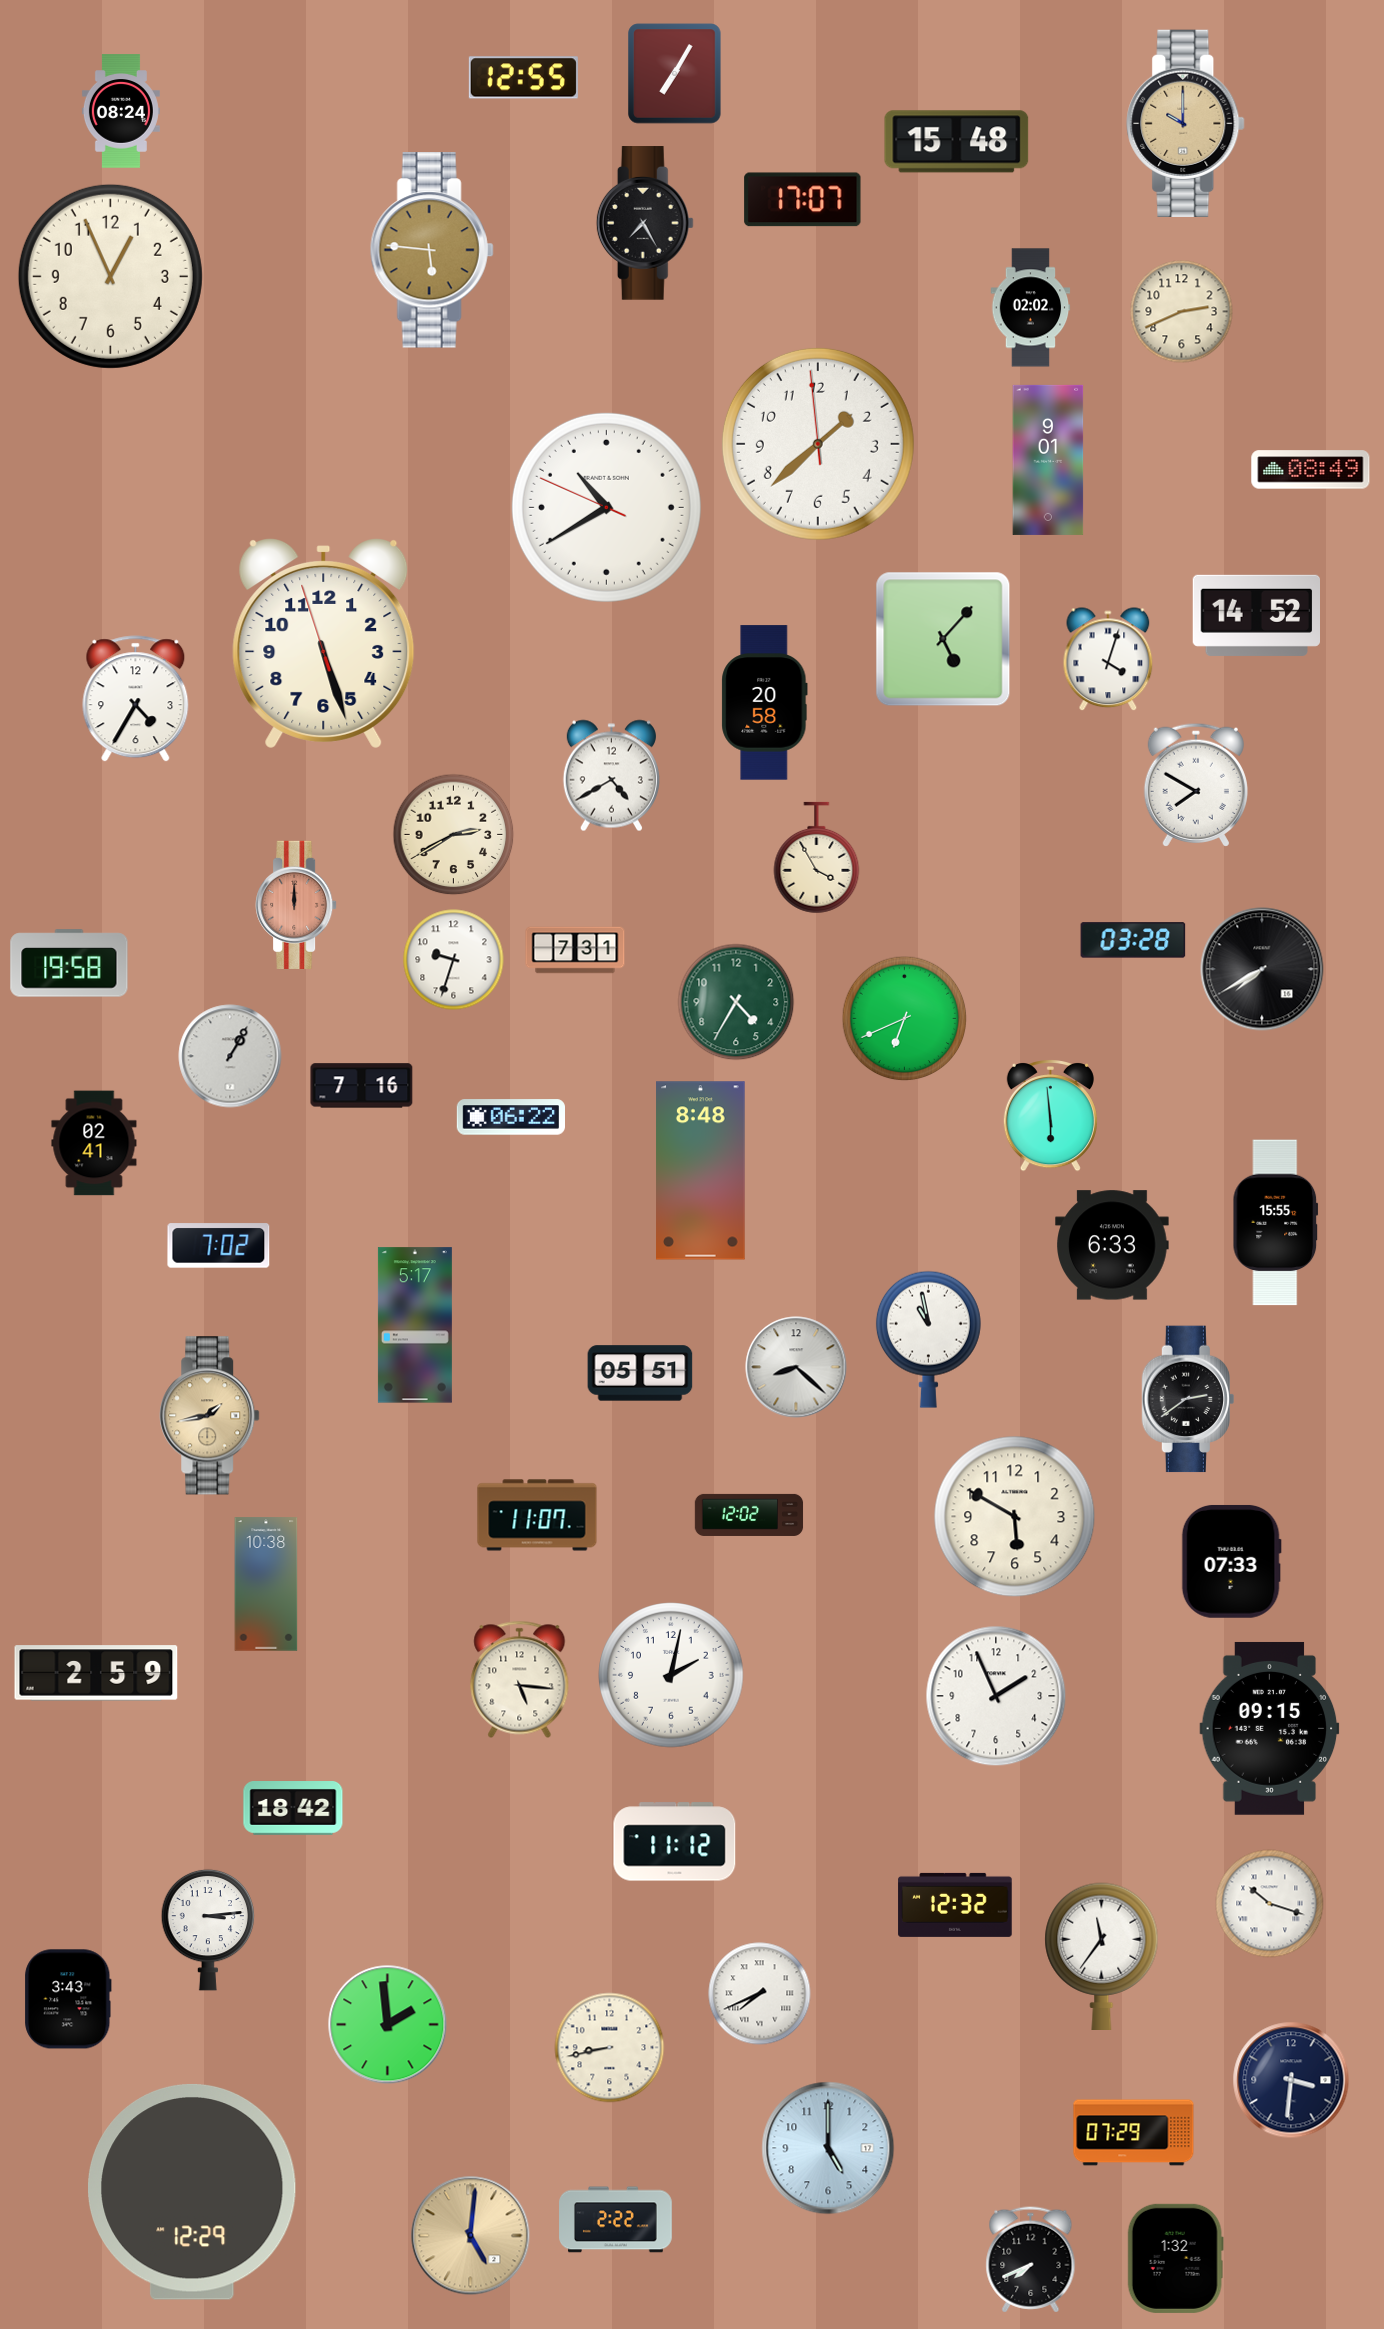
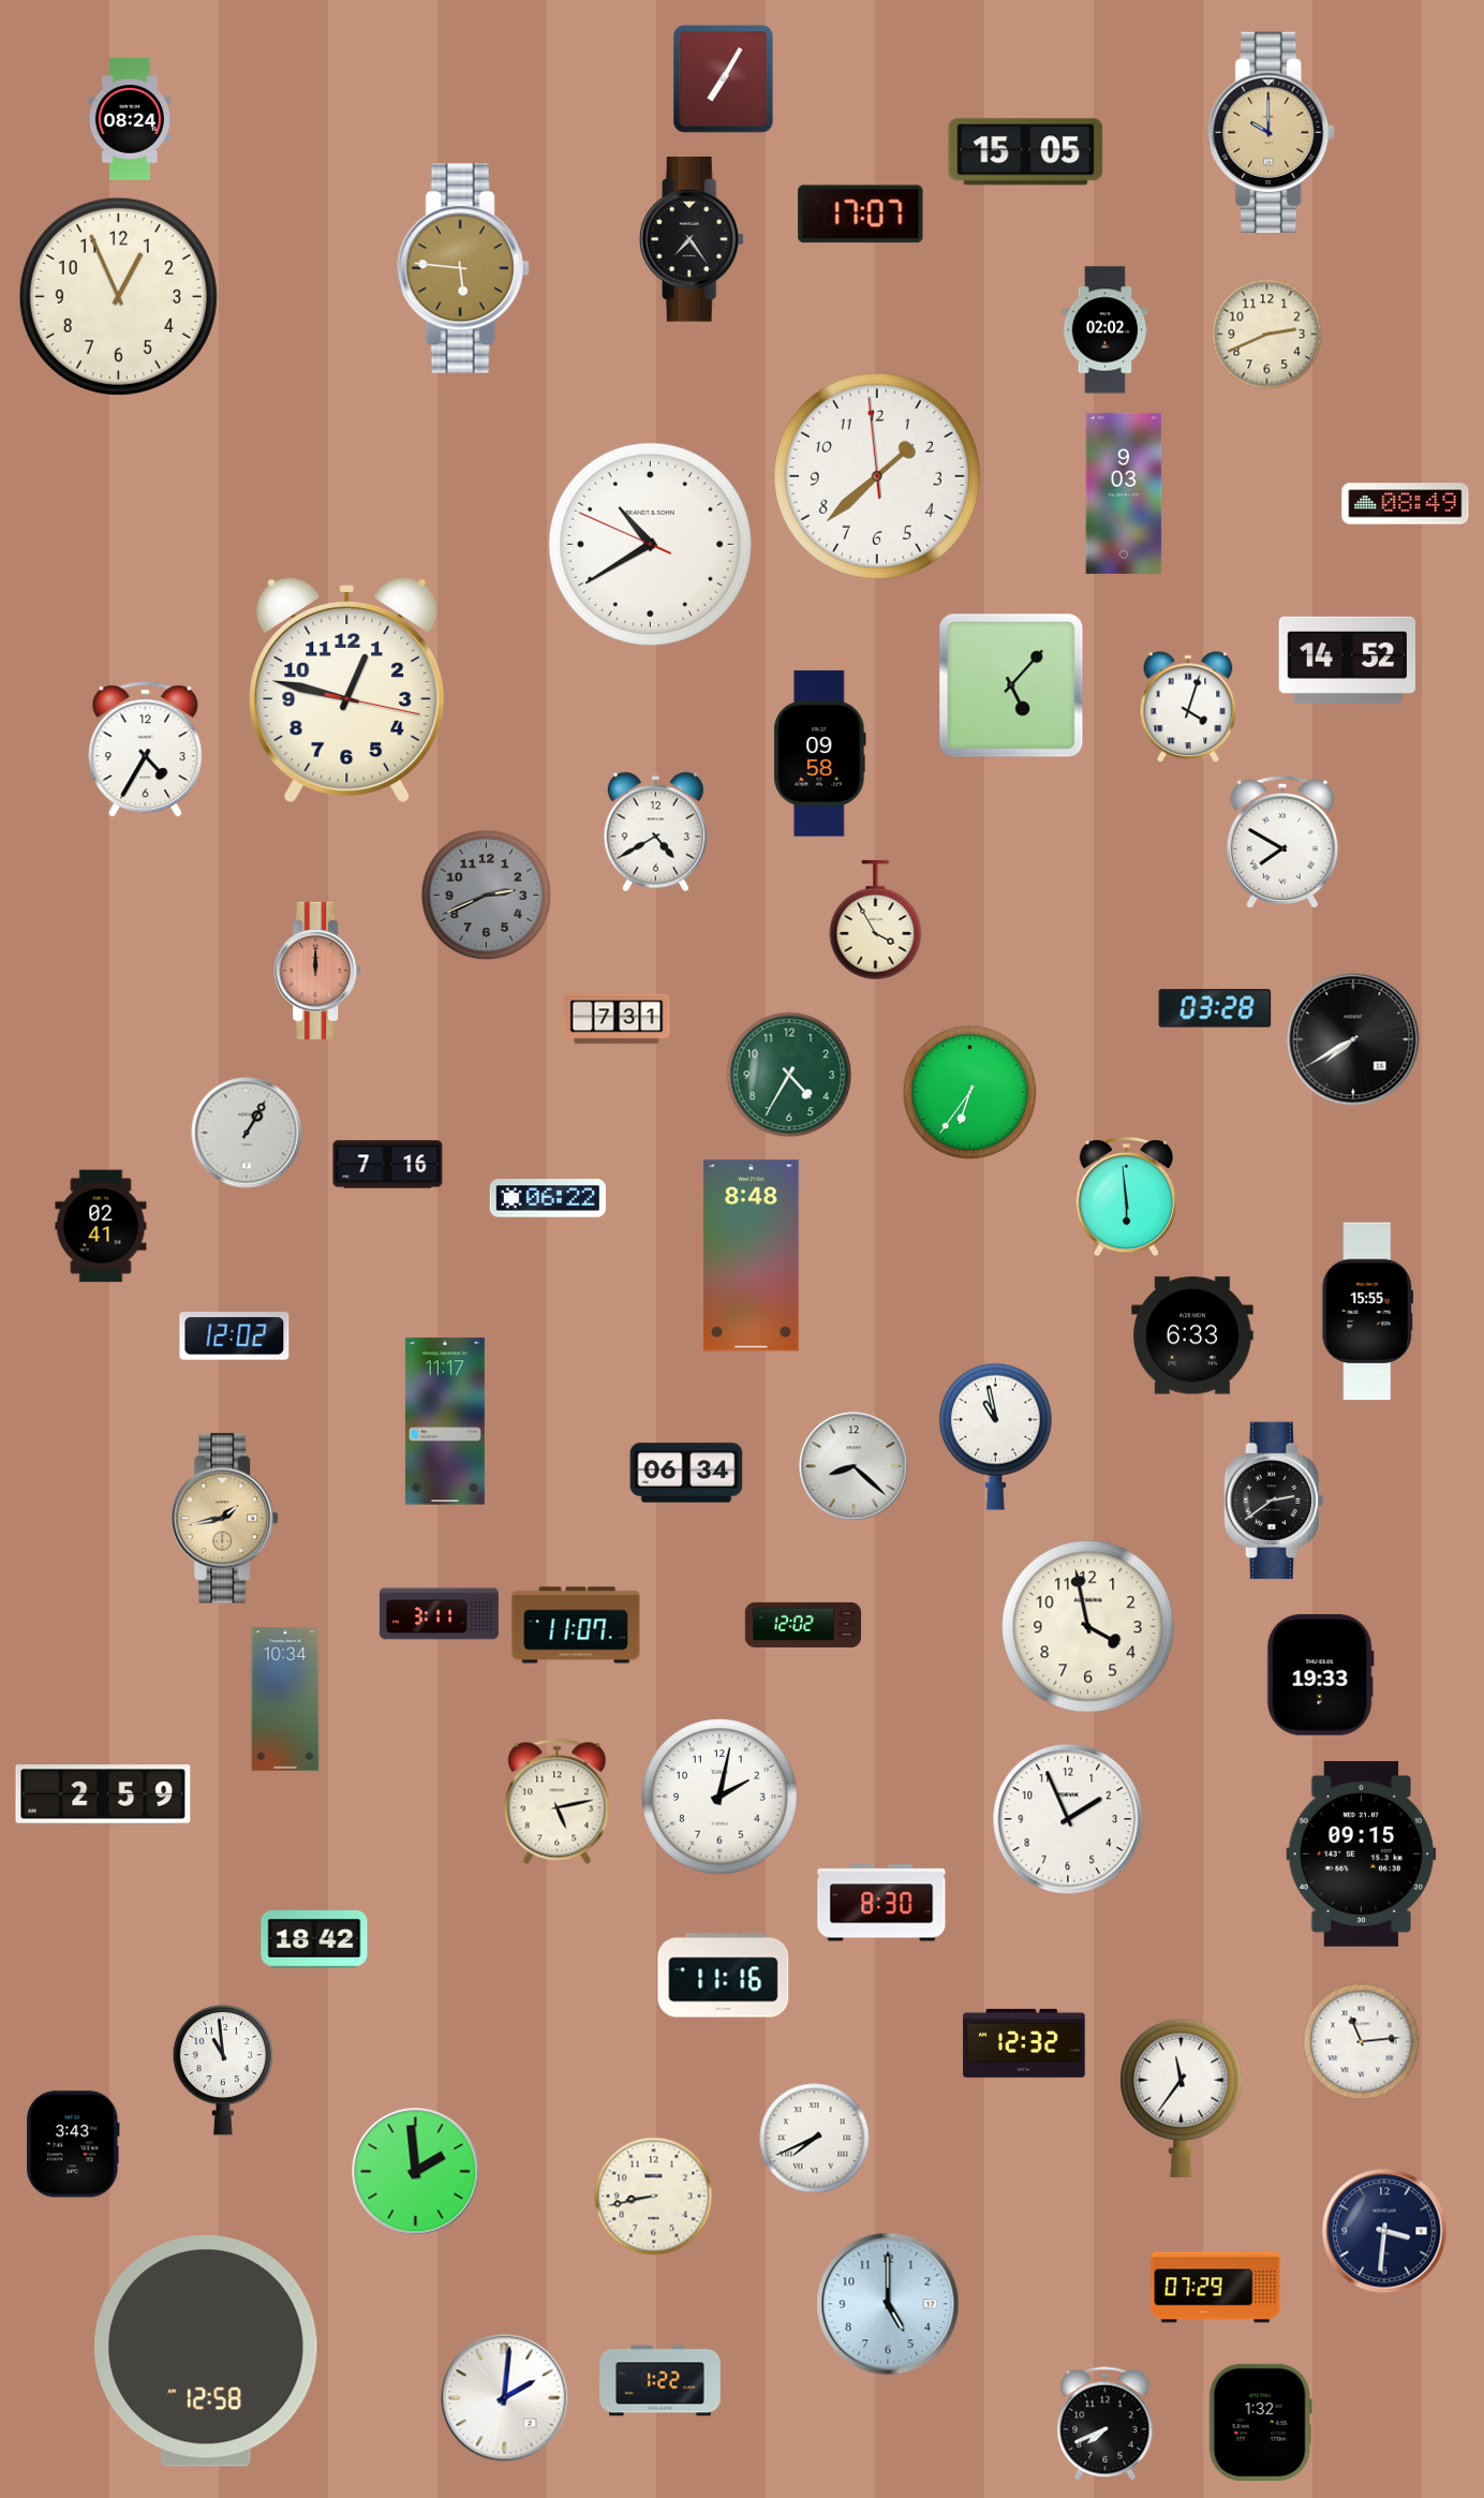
clock at (523, 78): 12:55 -> none
clock at (957, 142): 15:48 -> 15:05
clock at (645, 223): 7:25 -> 7:24
clock at (1048, 460): 9:01 -> 9:03
clock at (324, 644): 5:26 -> 12:47
clock at (765, 703): 20:58 -> 09:58
clock at (454, 835): 2:40 -> 2:41
clock at (454, 835) dial: cream -> grey
clock at (454, 960): 9:33 -> none
clock at (69, 963): 19:58 -> none
clock at (905, 1019): 6:41 -> 6:36
clock at (219, 1246): 7:02 -> 12:02
clock at (415, 1325): 5:17 -> 11:17
clock at (640, 1373): 05:51 -> 06:34
clock at (439, 1614): none -> 3:11
clock at (1015, 1517): 5:50 -> 3:58
clock at (1231, 1561): 07:33 -> 19:33
clock at (266, 1584): 10:38 -> 10:34
clock at (520, 1679): 5:16 -> 5:13
clock at (881, 1903): none -> 8:30
clock at (675, 1842): 11:12 -> 11:16
clock at (1270, 1904): 10:18 -> 11:14
clock at (208, 1930): 3:14 -> 10:59
clock at (193, 2192): 12:29 -> 12:58
clock at (616, 2220): 2:22 -> 1:22
clock at (471, 2236): 5:01 -> 2:01
clock at (471, 2236) dial: champagne -> white
